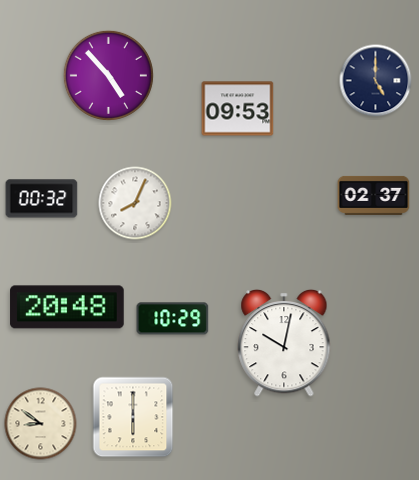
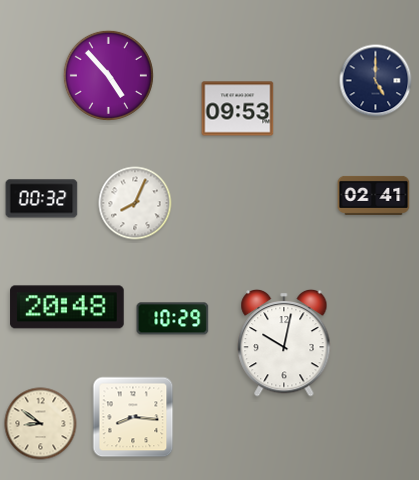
clock at (374, 195): 02:37 -> 02:41
clock at (133, 417): 6:00 -> 8:16
